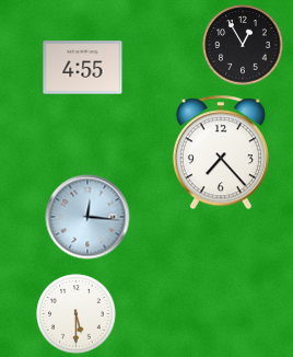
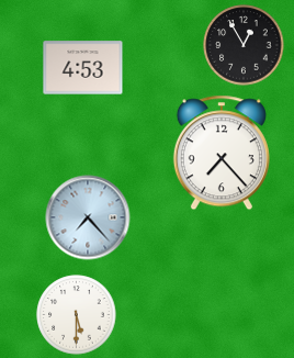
clock at (83, 68): 4:55 -> 4:53
clock at (87, 217): 12:16 -> 7:23
